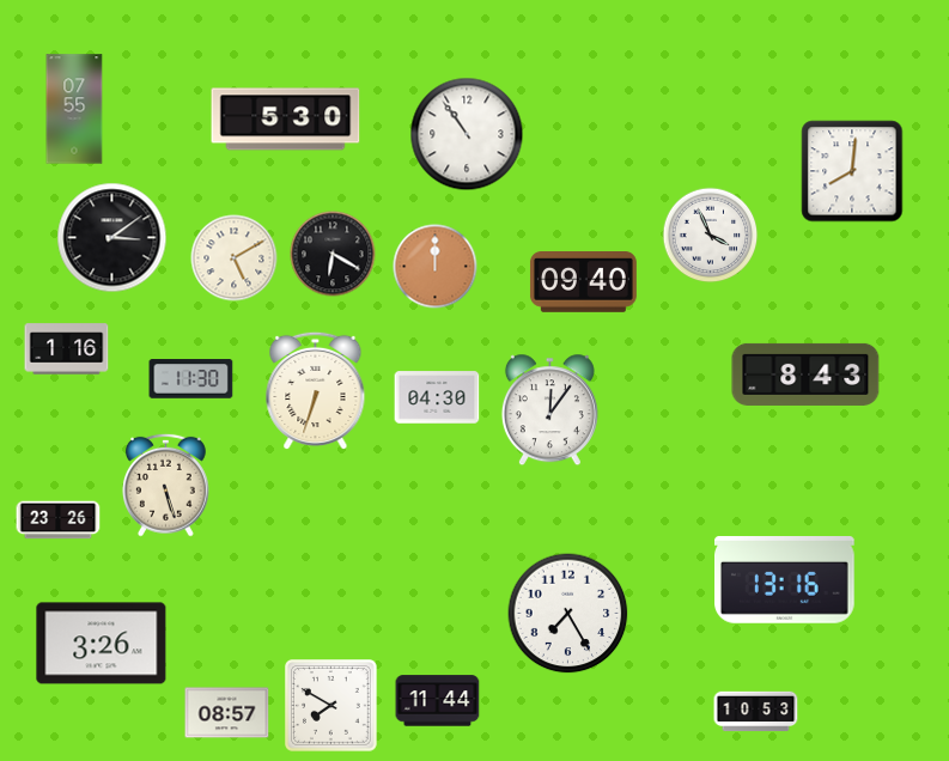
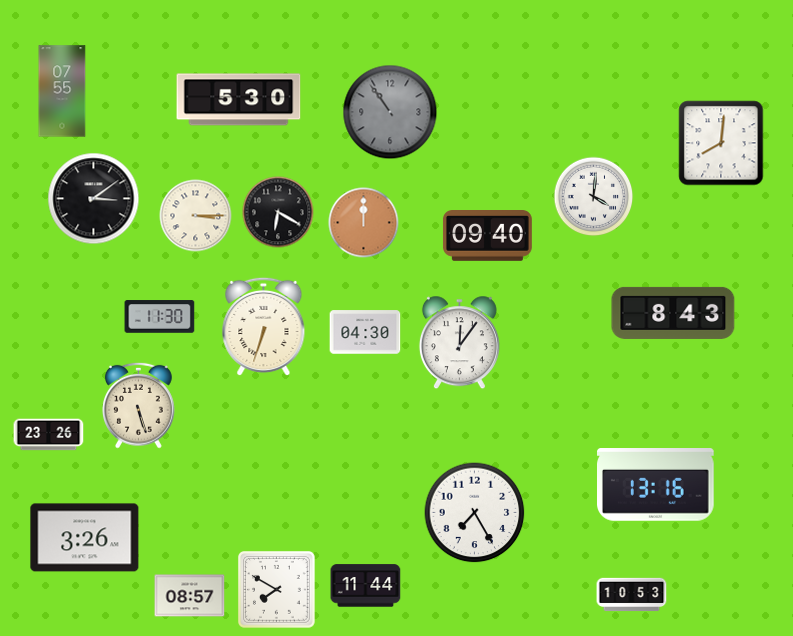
clock at (467, 134) dial: white -> grey
clock at (852, 171) position: (852, 171) -> (721, 143)
clock at (711, 236): 3:56 -> 4:01
clock at (235, 258): 5:10 -> 3:15
clock at (67, 349): 1:16 -> none
